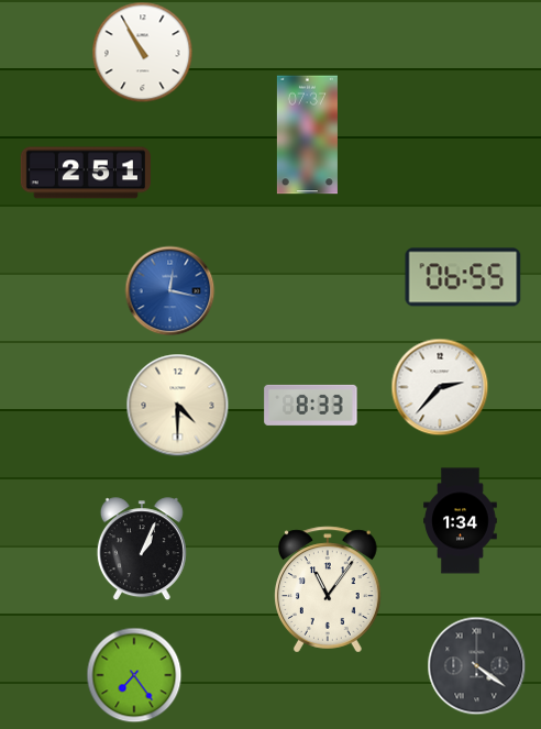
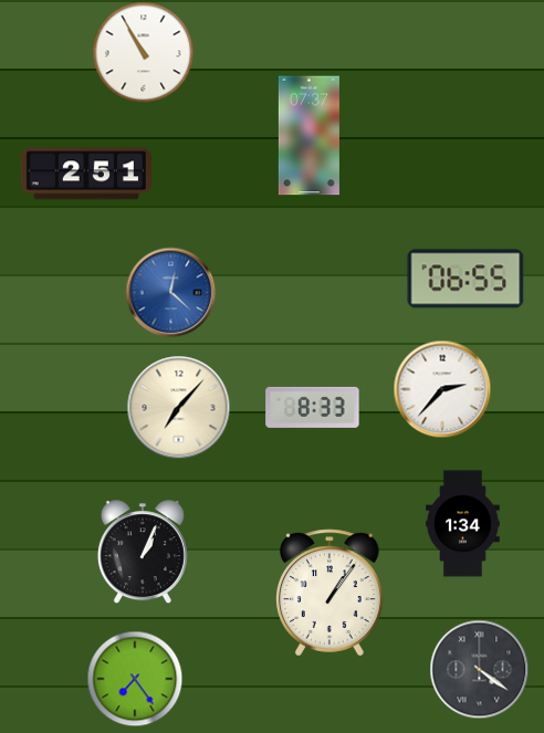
clock at (169, 290): 12:17 -> 12:22
clock at (177, 405): 4:30 -> 7:07
clock at (329, 589): 11:06 -> 1:06
